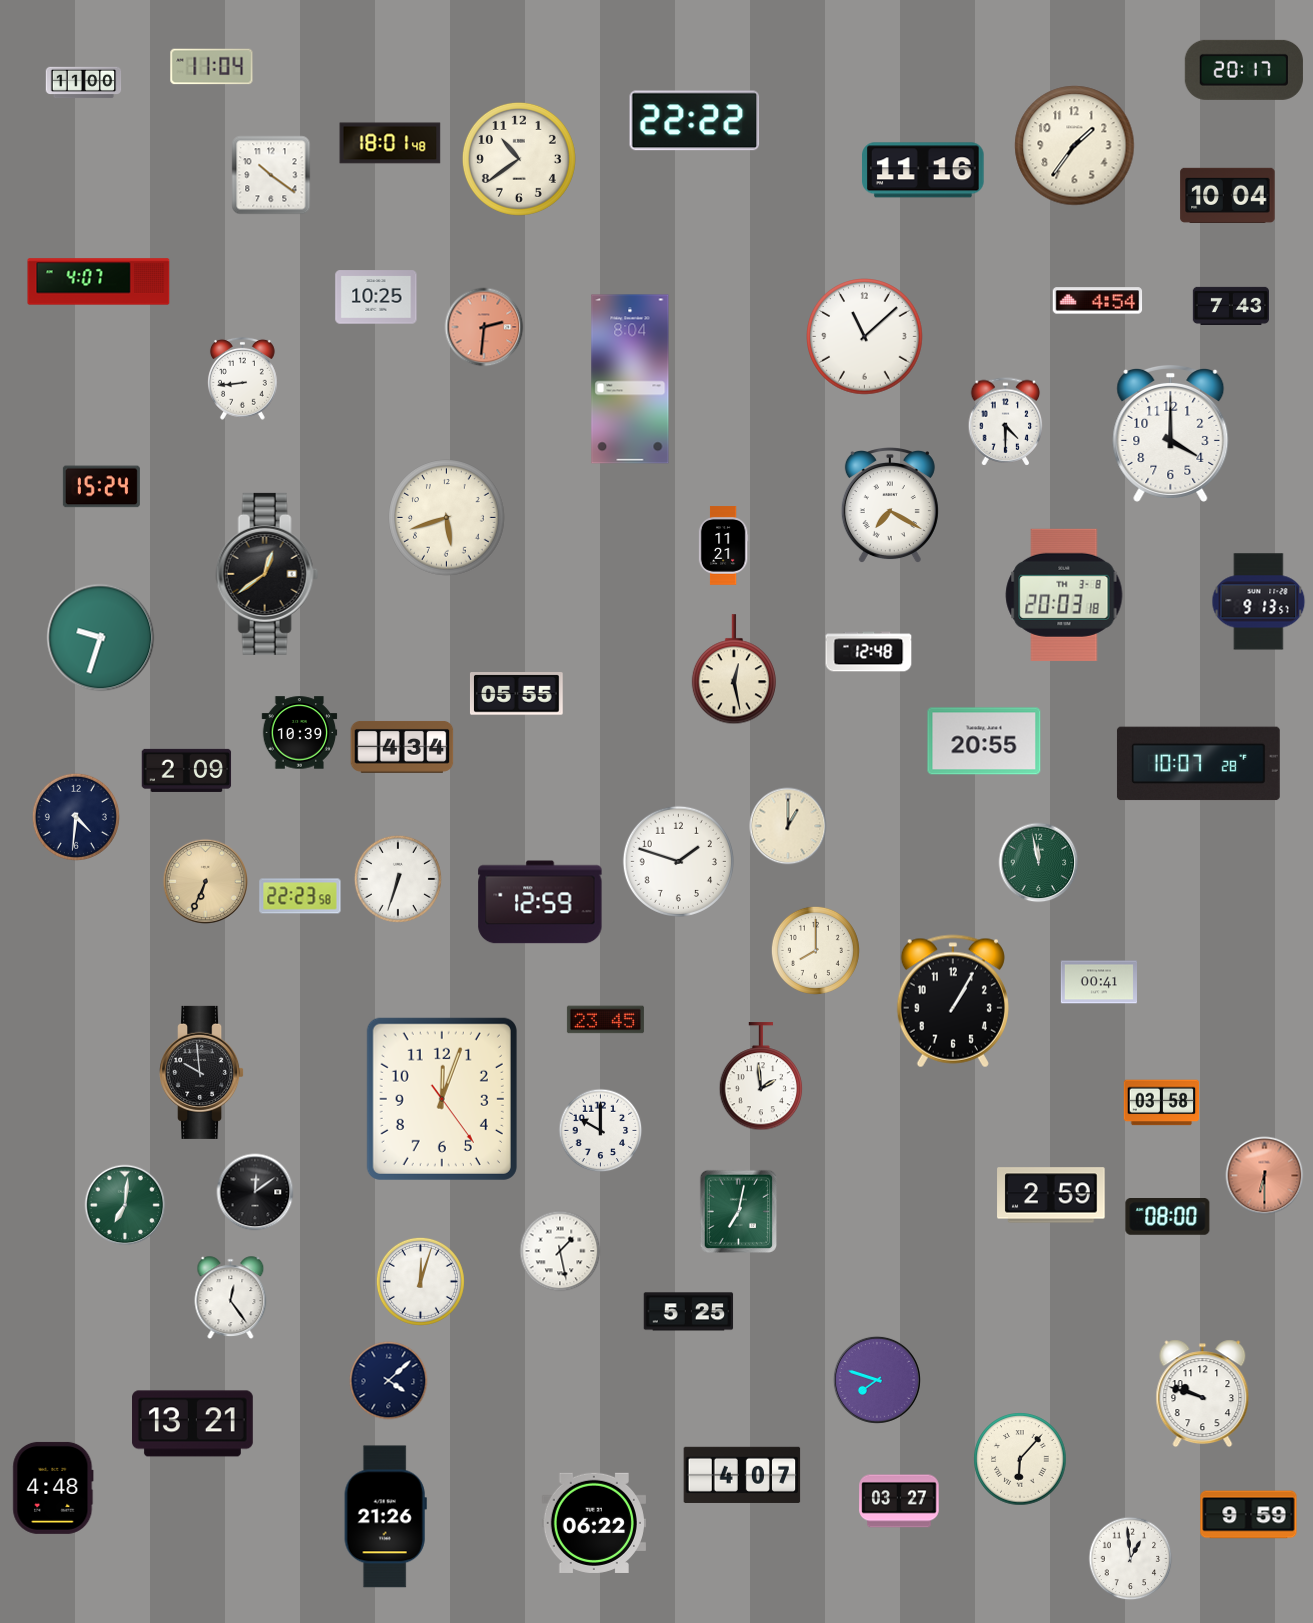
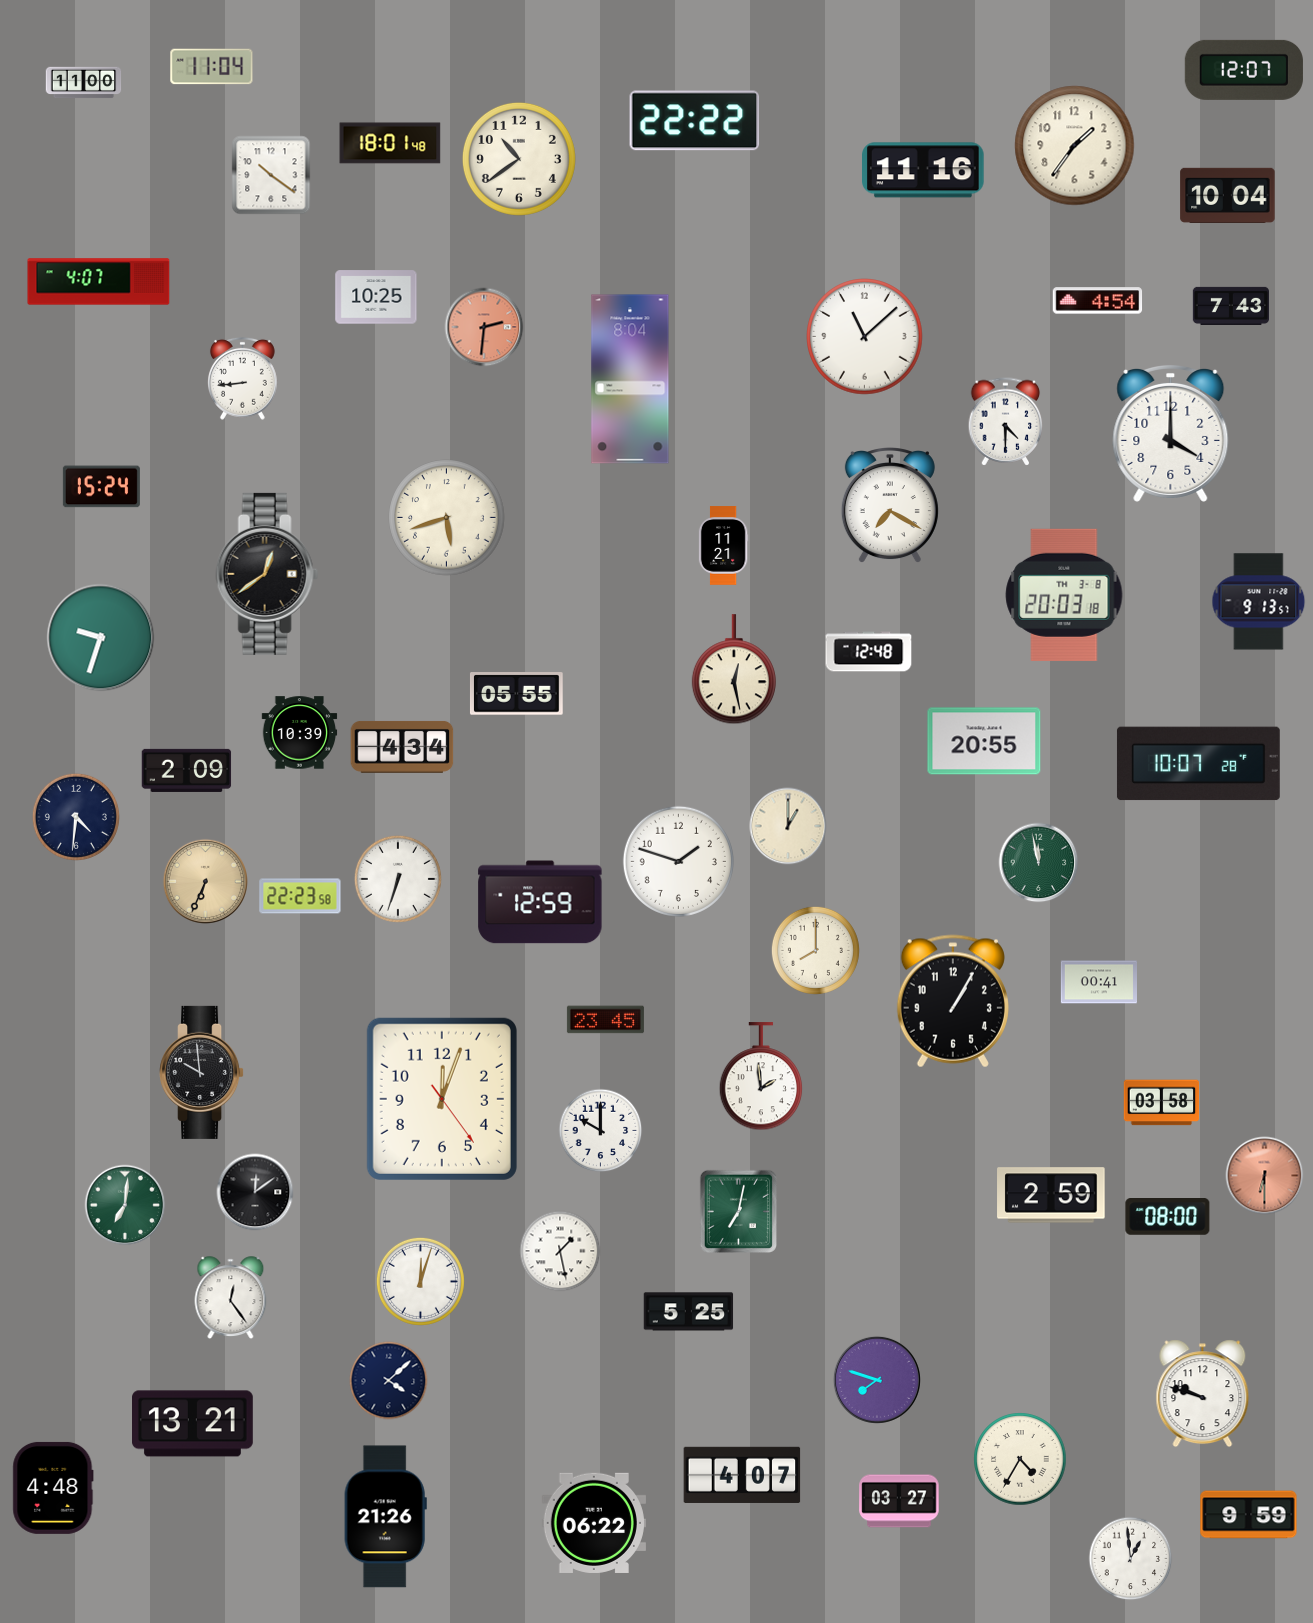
clock at (1244, 70): 20:17 -> 12:07
clock at (1020, 1459): 6:07 -> 4:35
